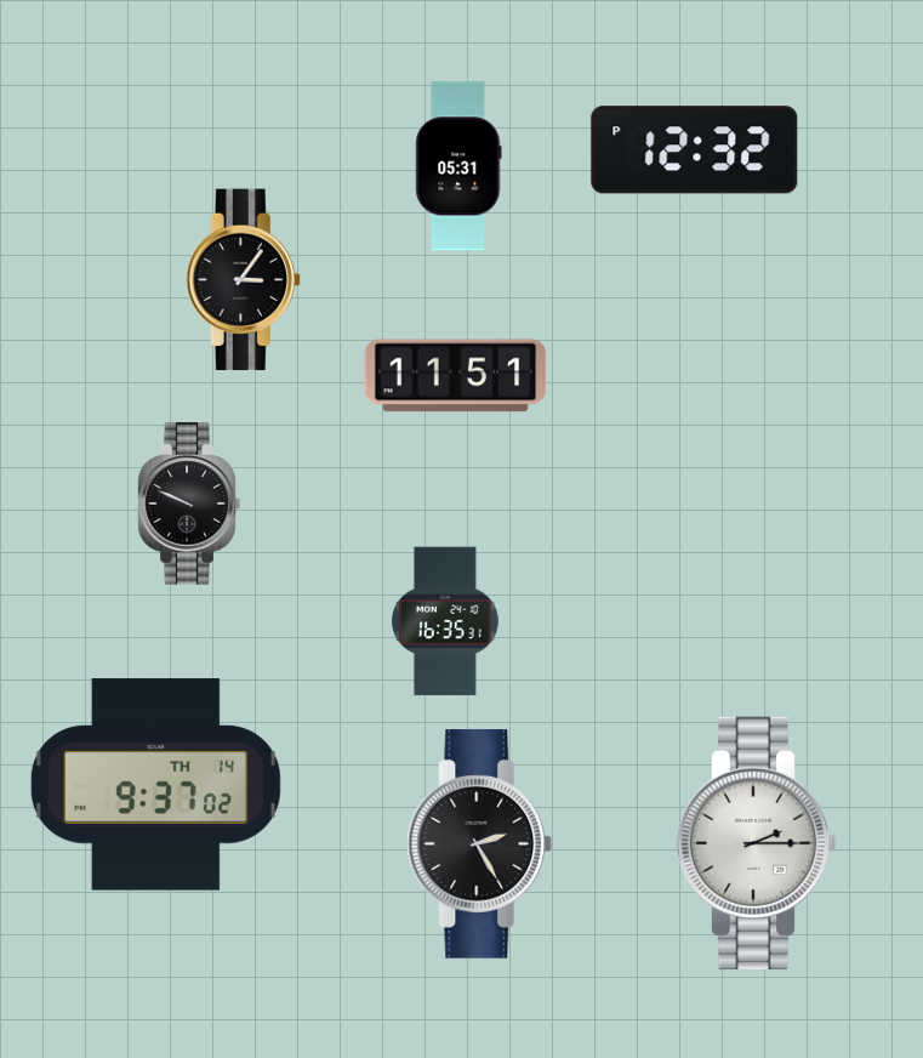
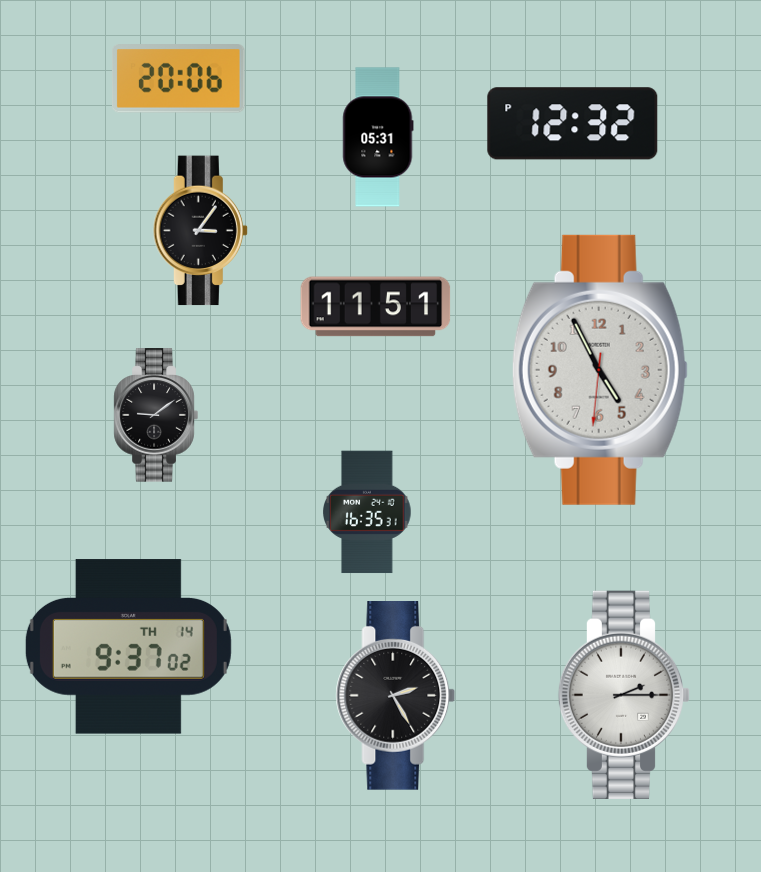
clock at (178, 79): none -> 20:06
clock at (456, 376) position: (456, 376) -> (376, 307)
clock at (600, 370): none -> 4:55
clock at (189, 504): 9:49 -> 9:09
